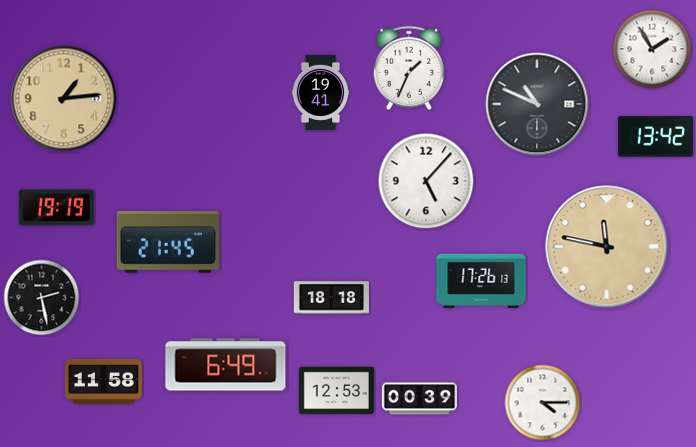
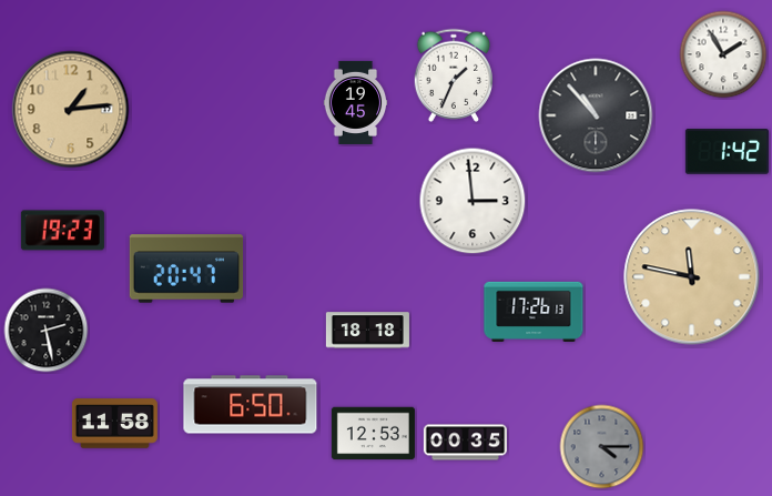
clock at (321, 92): 19:41 -> 19:45
clock at (537, 104): 10:49 -> 10:53
clock at (655, 137): 13:42 -> 1:42
clock at (426, 181): 5:07 -> 2:59
clock at (56, 208): 19:19 -> 19:23
clock at (168, 242): 21:45 -> 20:47
clock at (607, 247) position: (607, 247) -> (692, 277)
clock at (226, 365): 6:49 -> 6:50
clock at (419, 399): 00:39 -> 00:35
clock at (543, 403) dial: white -> grey
